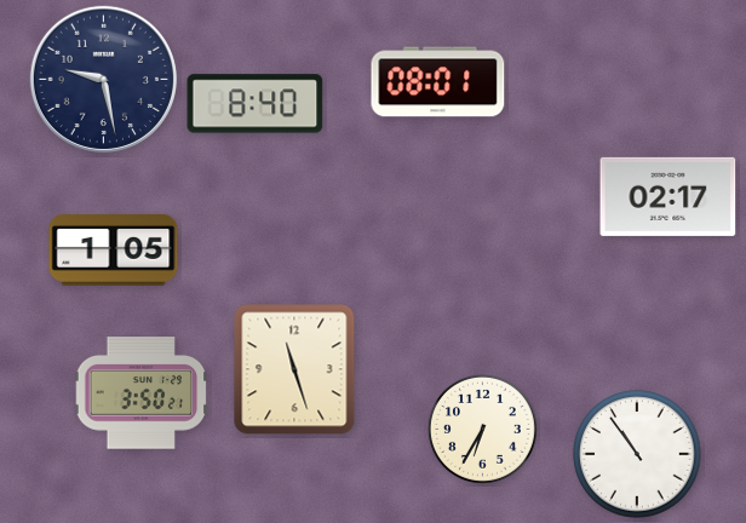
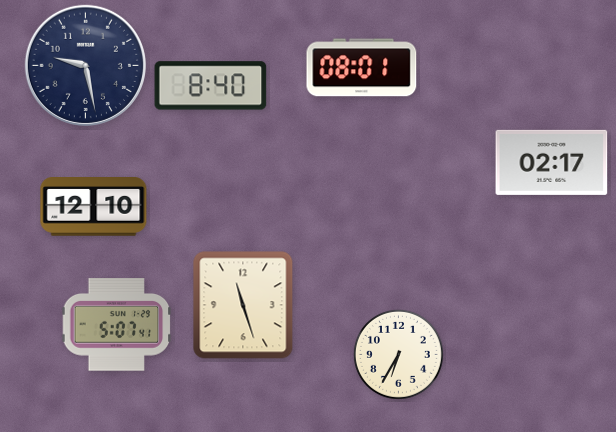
clock at (114, 251): 1:05 -> 12:10
clock at (142, 393): 3:50 -> 5:07
clock at (637, 454): 10:54 -> none
